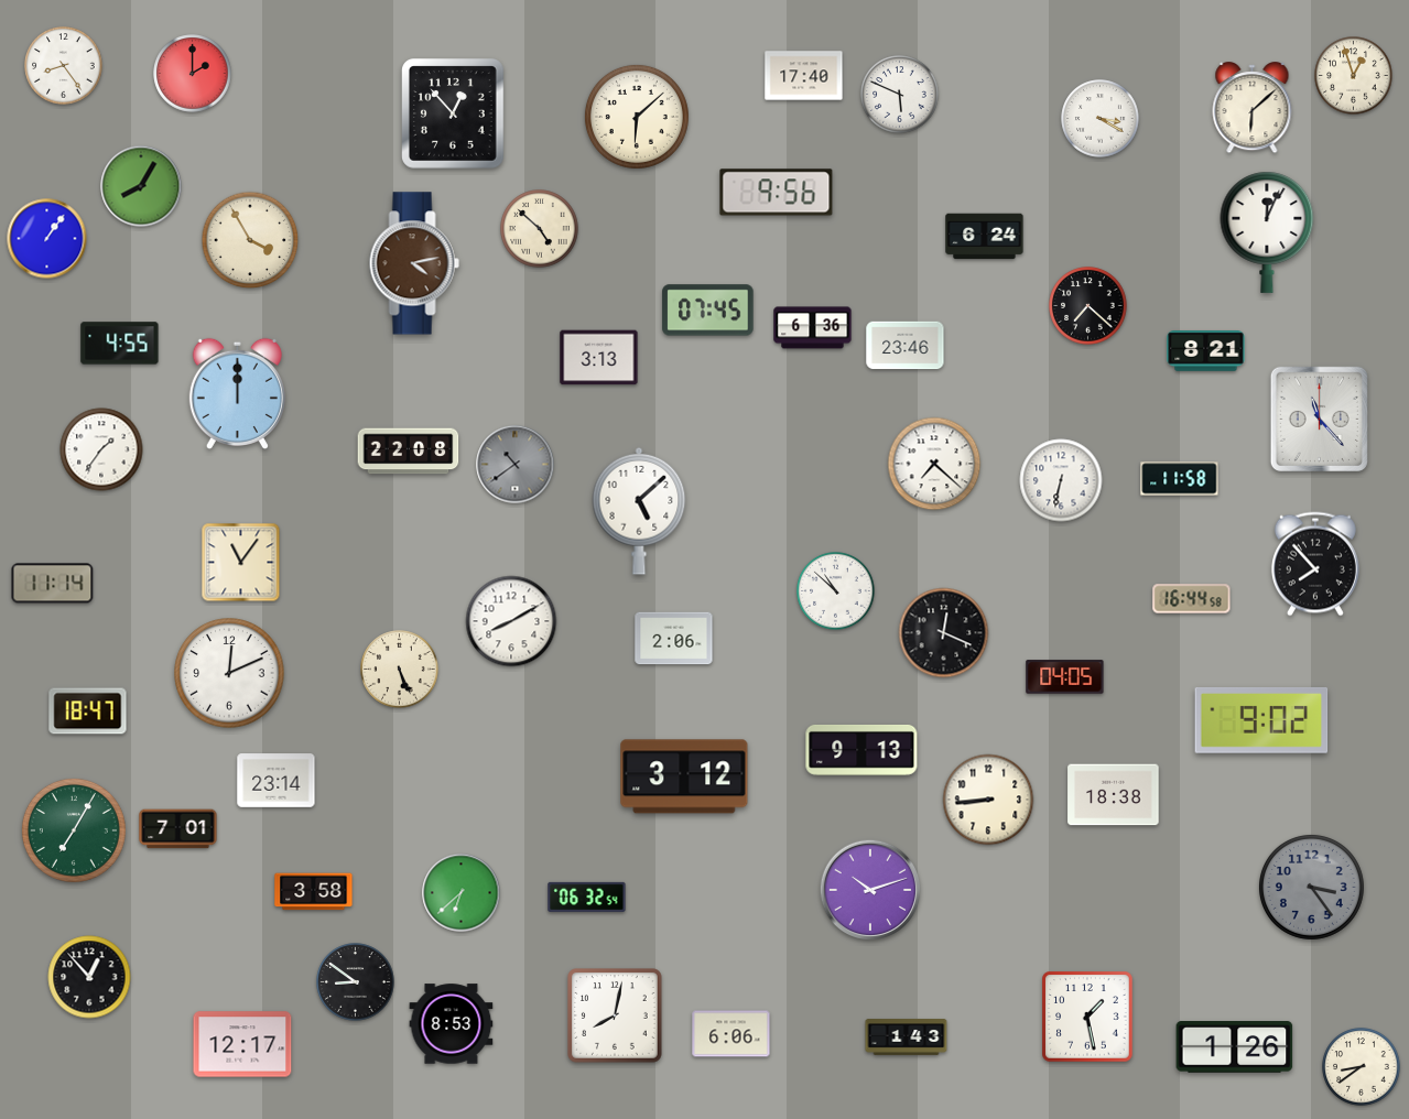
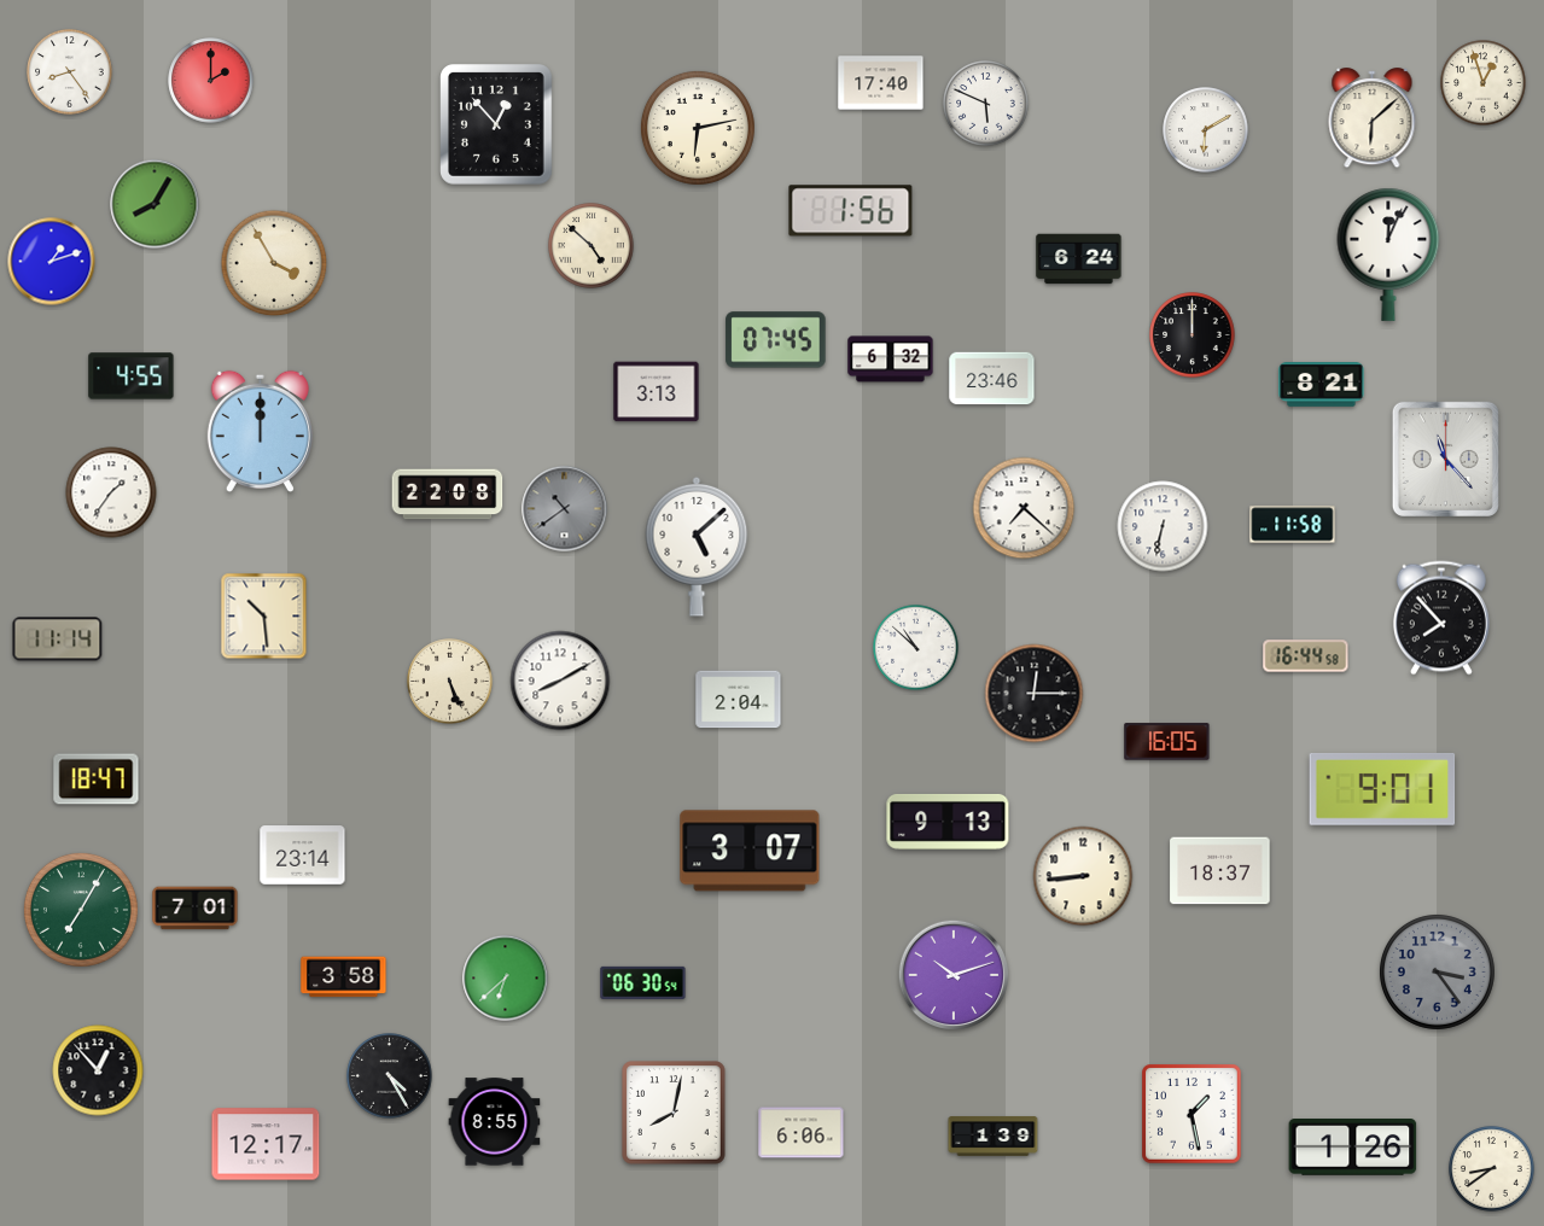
clock at (637, 117): 6:08 -> 6:13
clock at (1101, 119): 3:20 -> 6:10
clock at (777, 193): 9:56 -> 1:56
clock at (540, 229) position: (540, 229) -> (592, 246)
clock at (47, 239): 1:06 -> 1:12
clock at (414, 263): 4:13 -> none
clock at (1088, 306): 7:22 -> 12:00
clock at (813, 328): 6:36 -> 6:32
clock at (639, 511) position: (639, 511) -> (697, 547)
clock at (241, 563): 11:06 -> 10:29
clock at (944, 633): 12:19 -> 12:15
clock at (674, 639): 2:06 -> 2:04
clock at (400, 670) position: (400, 670) -> (450, 682)
clock at (229, 673): 12:11 -> none
clock at (1065, 677): 04:05 -> 16:05
clock at (1261, 720): 9:02 -> 9:01
clock at (861, 750) position: (861, 750) -> (948, 822)
clock at (684, 776): 3:12 -> 3:07
clock at (1114, 795): 18:38 -> 18:37
clock at (587, 897): 06:32 -> 06:30
clock at (356, 982): 8:51 -> 4:25
clock at (452, 1024): 8:53 -> 8:55
clock at (907, 1037): 1:43 -> 1:39
